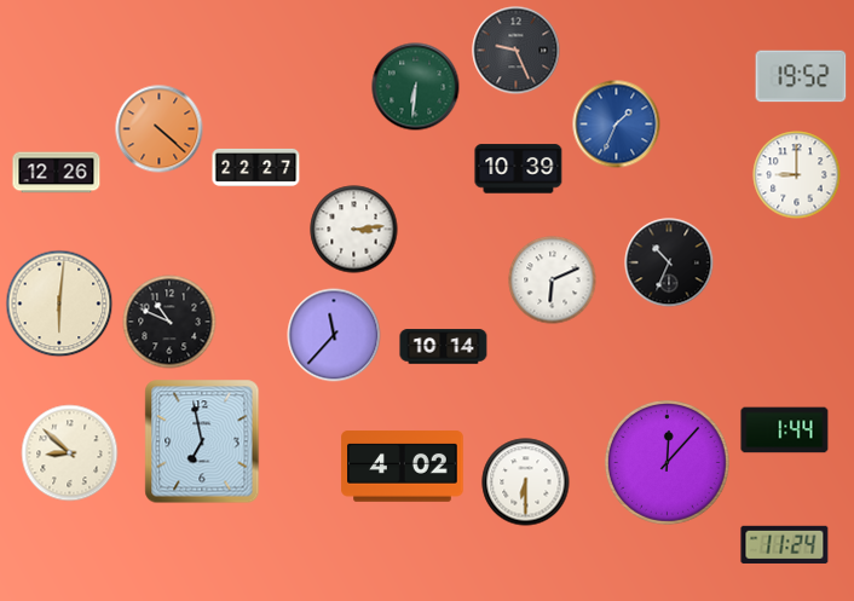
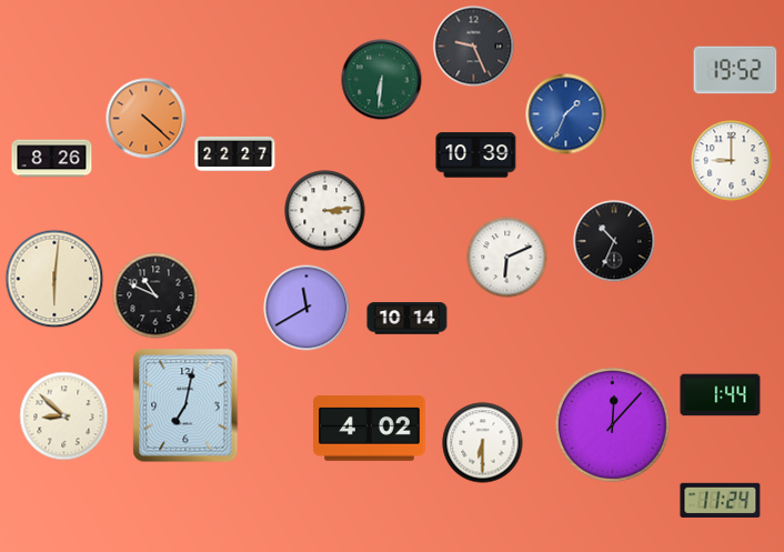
clock at (57, 173): 12:26 -> 8:26
clock at (334, 335): 11:37 -> 11:40
clock at (202, 441): 6:58 -> 7:02
